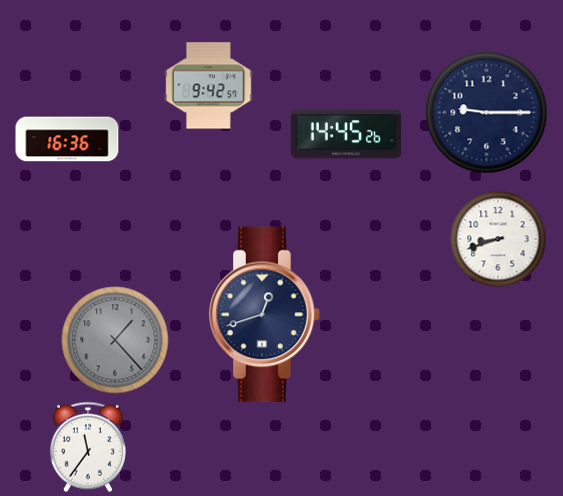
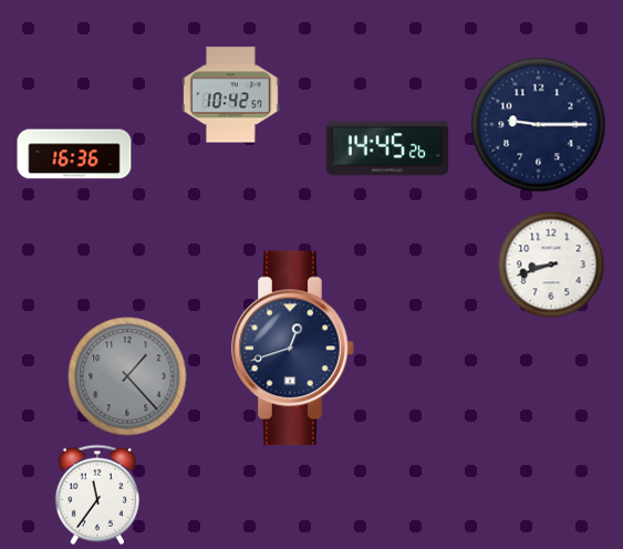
clock at (209, 86): 9:42 -> 10:42
clock at (346, 134) position: (346, 134) -> (387, 148)
